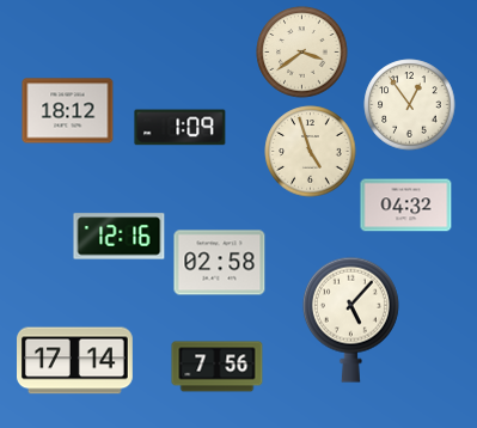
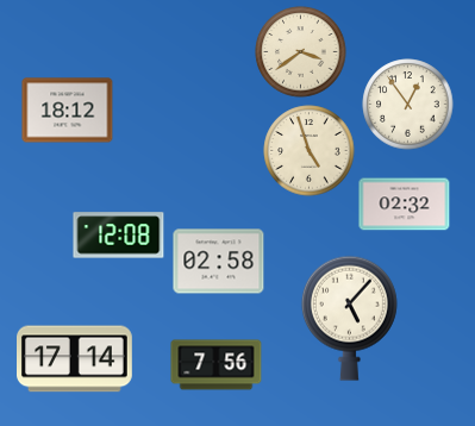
clock at (181, 128): 1:09 -> none
clock at (406, 206): 04:32 -> 02:32
clock at (120, 237): 12:16 -> 12:08
